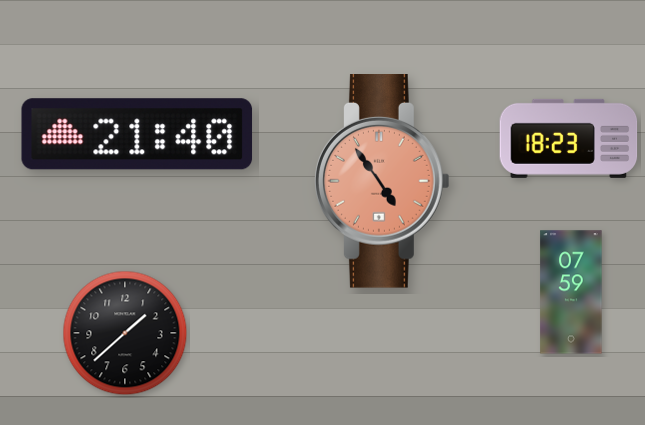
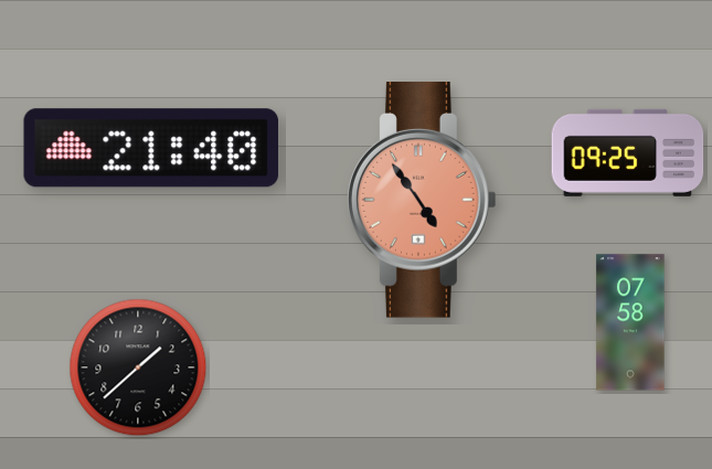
clock at (569, 138): 18:23 -> 09:25
clock at (571, 292): 07:59 -> 07:58
